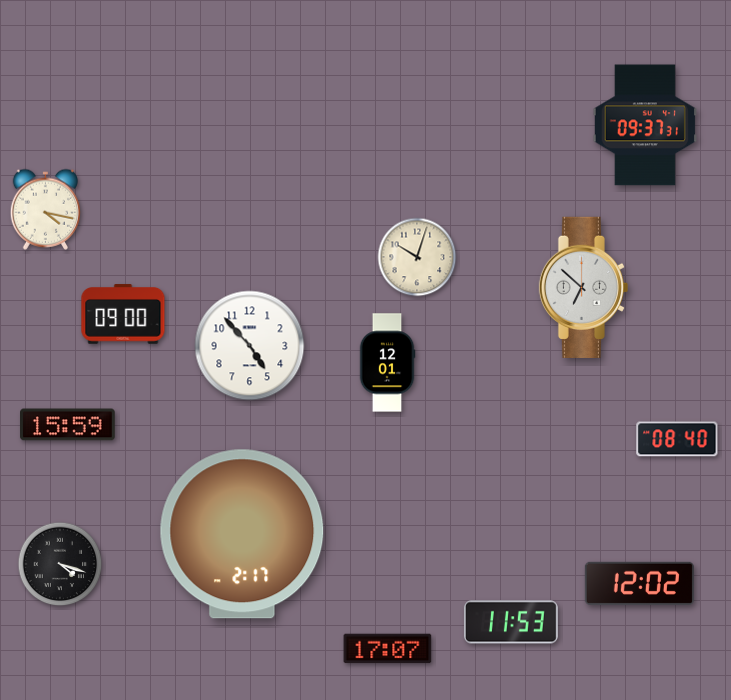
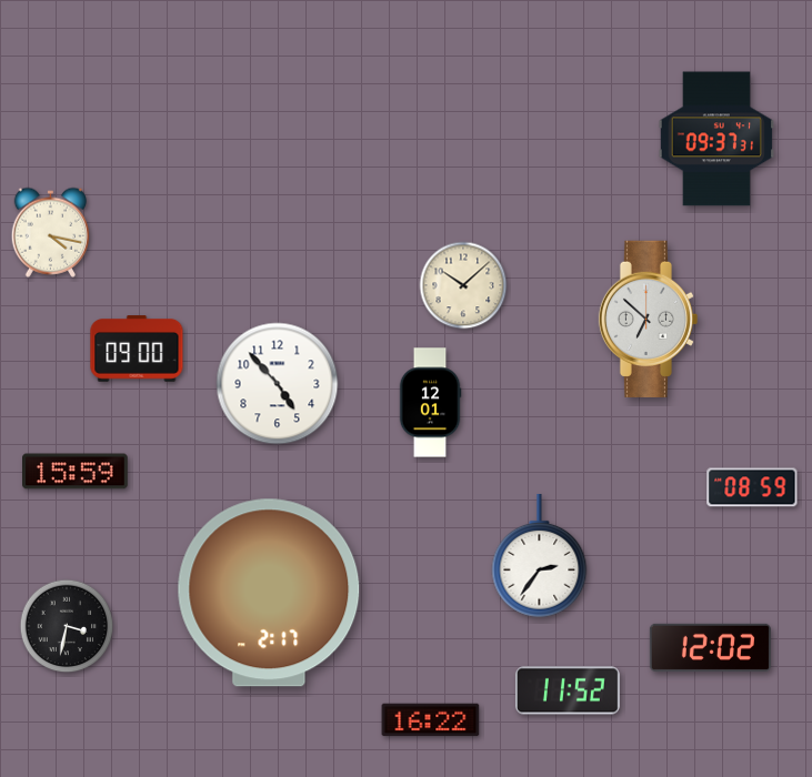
clock at (417, 257): 10:03 -> 10:08
clock at (677, 439): 08:40 -> 08:59
clock at (540, 556): none -> 2:36
clock at (60, 564): 4:18 -> 3:32
clock at (511, 622): 11:53 -> 11:52
clock at (388, 649): 17:07 -> 16:22
